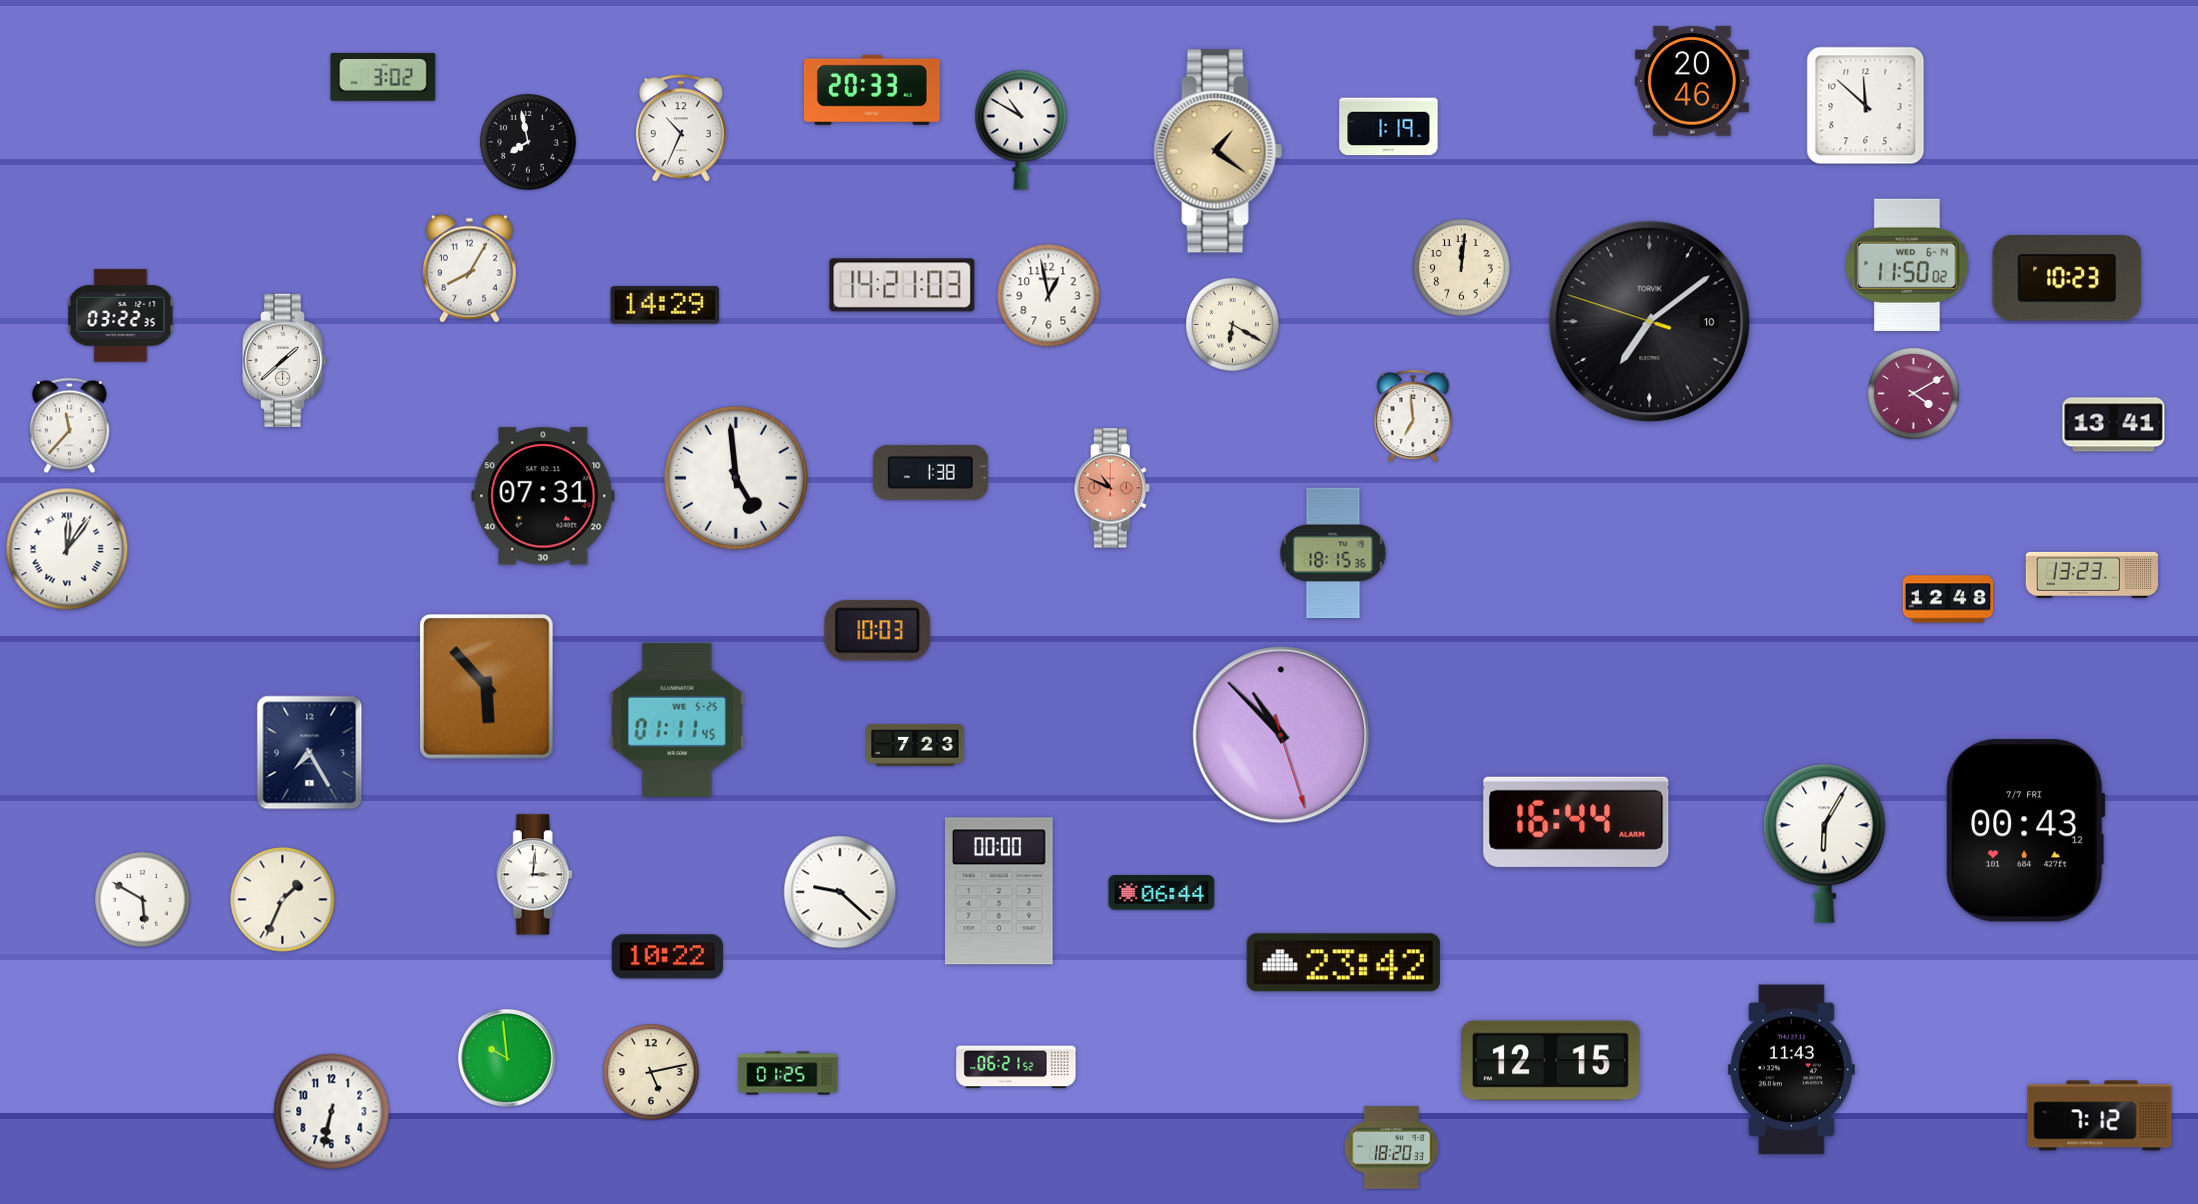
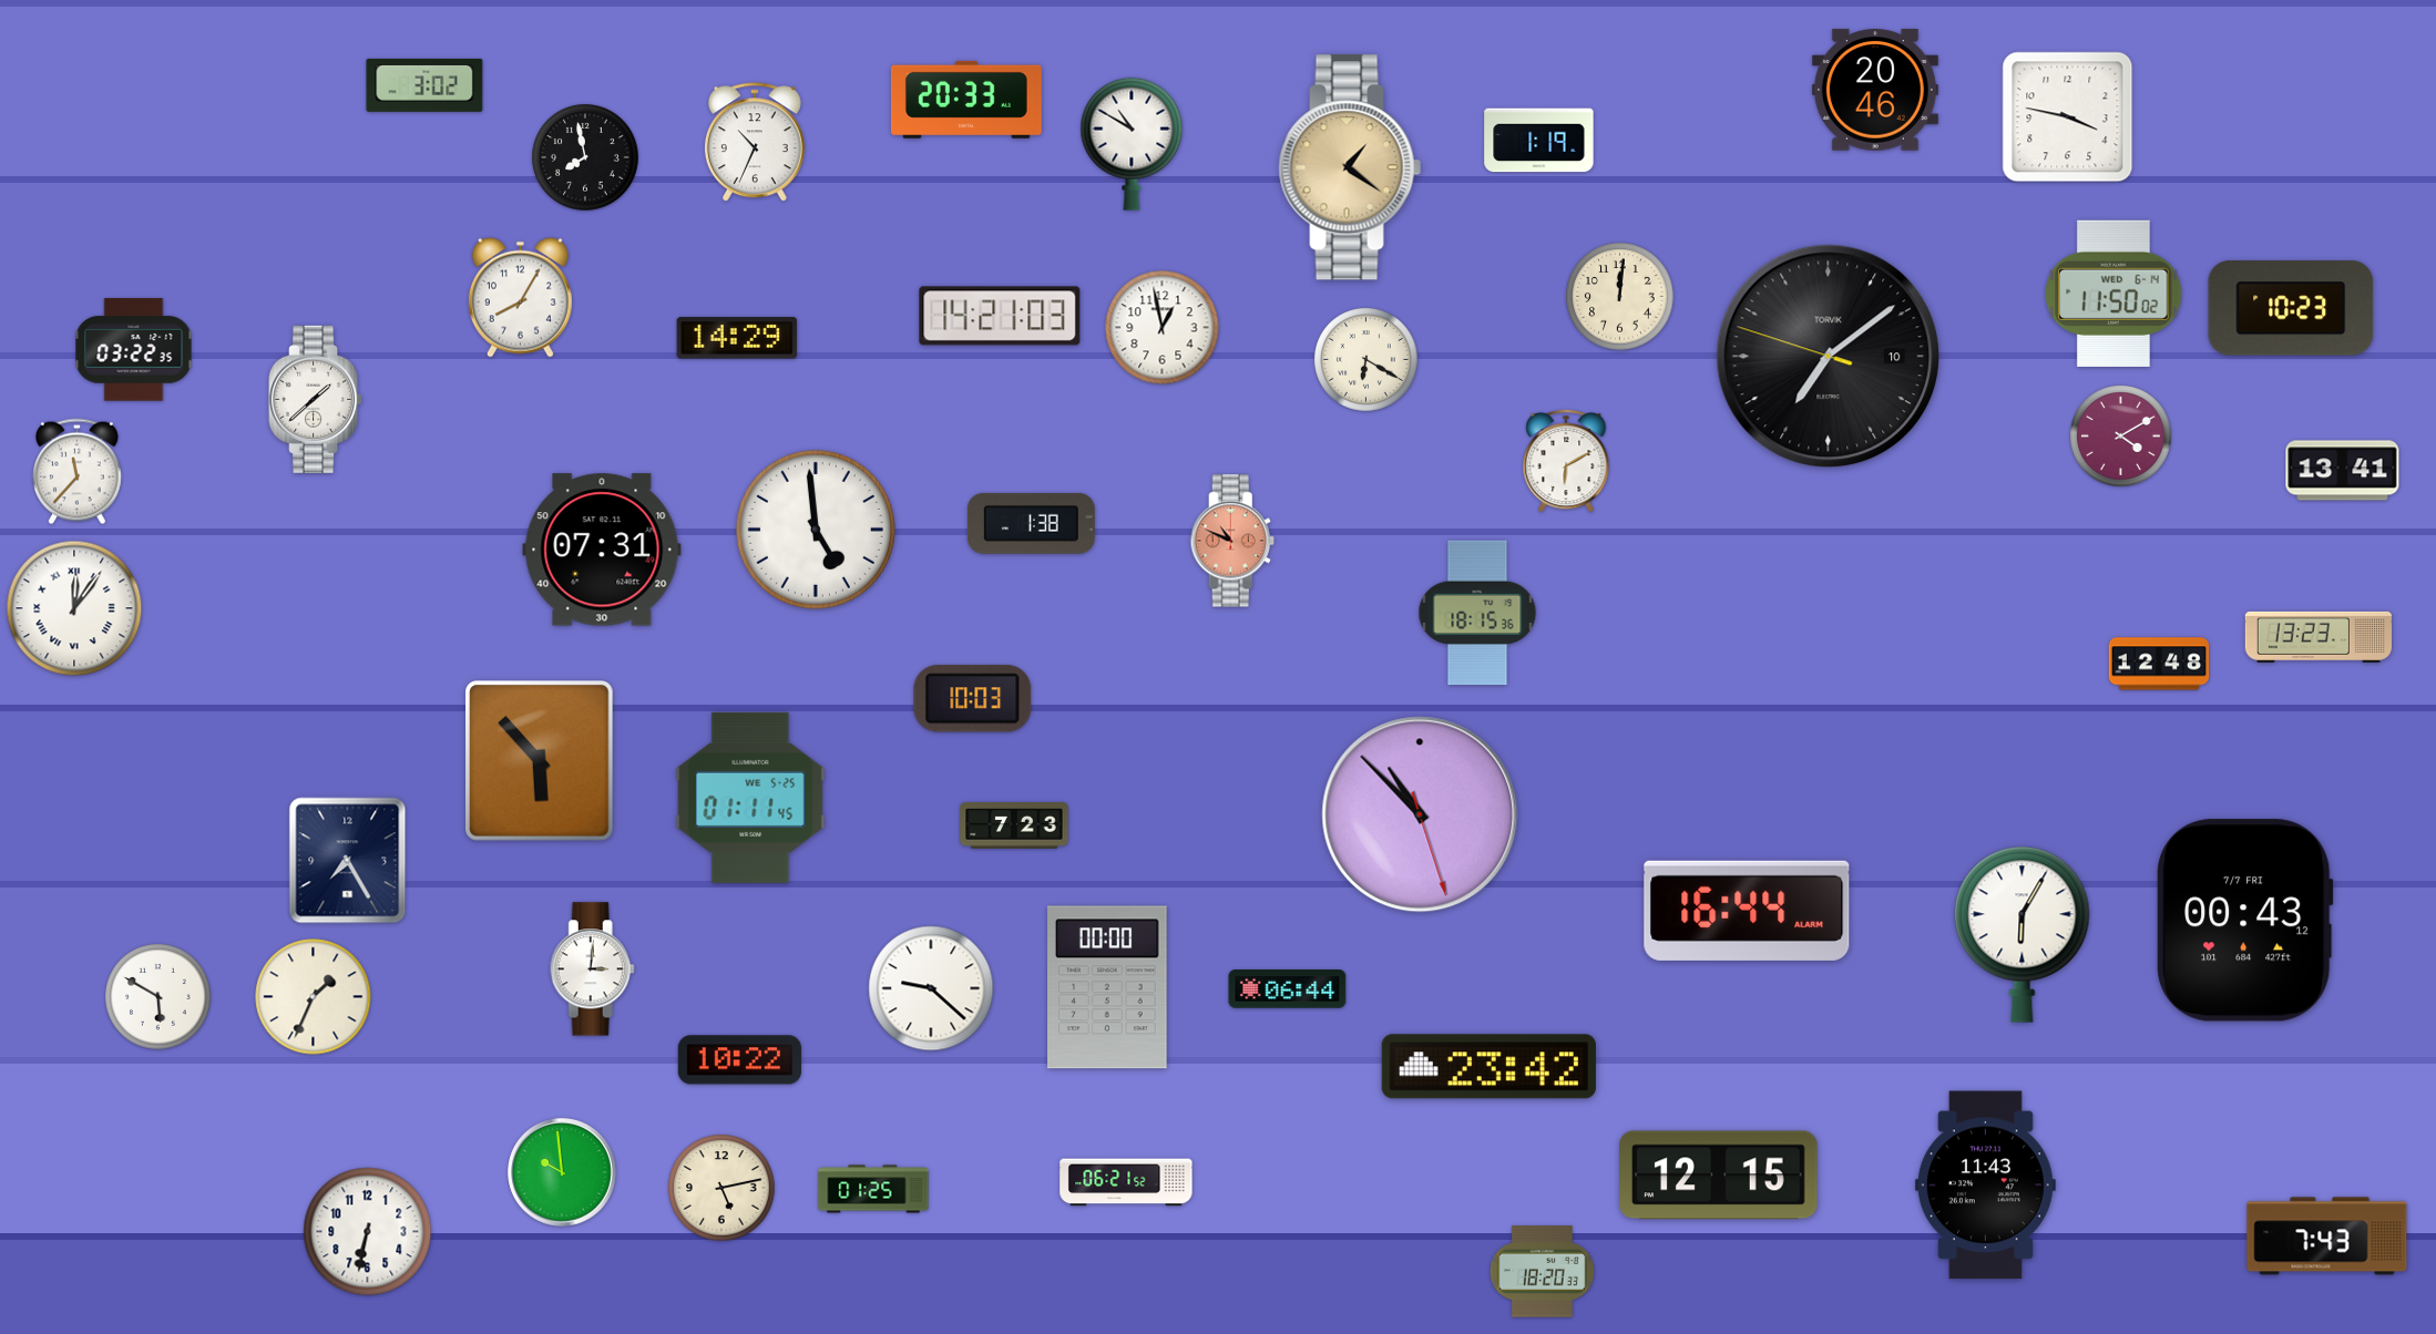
clock at (1866, 106): 11:52 -> 3:47
clock at (1413, 417): 6:59 -> 6:10
clock at (310, 753) position: (310, 753) -> (348, 861)
clock at (2100, 1116): 7:12 -> 7:43
